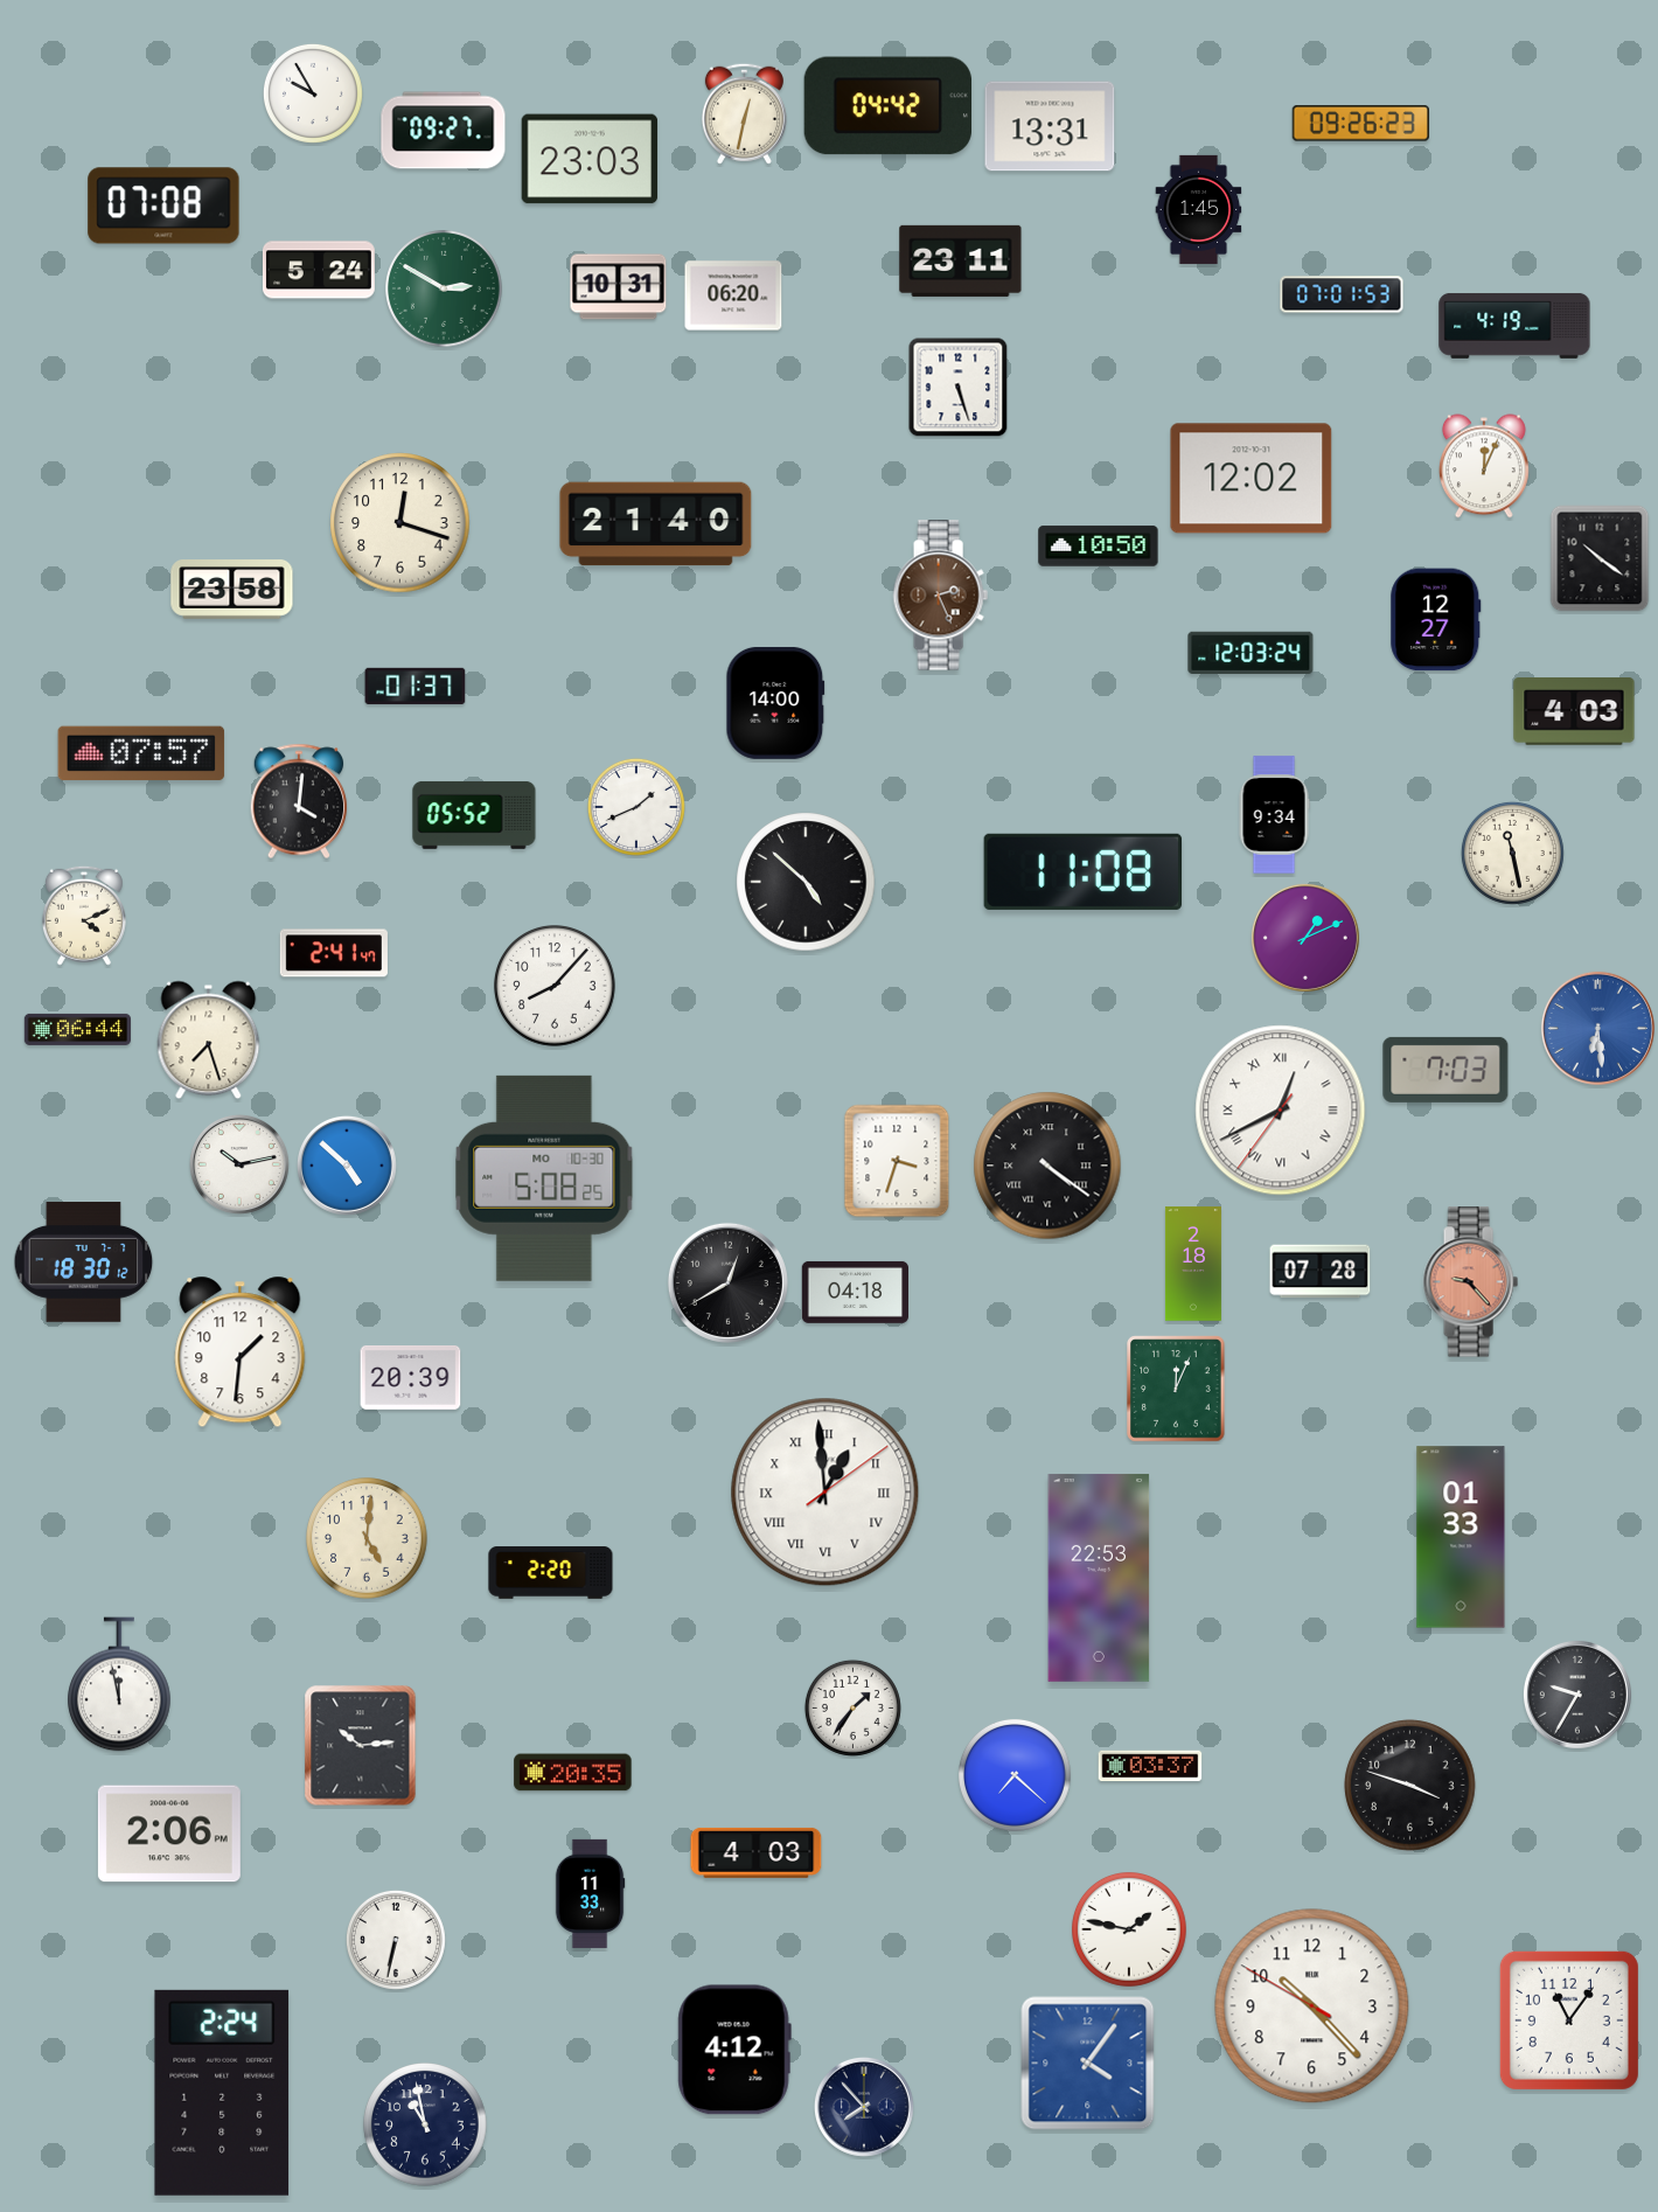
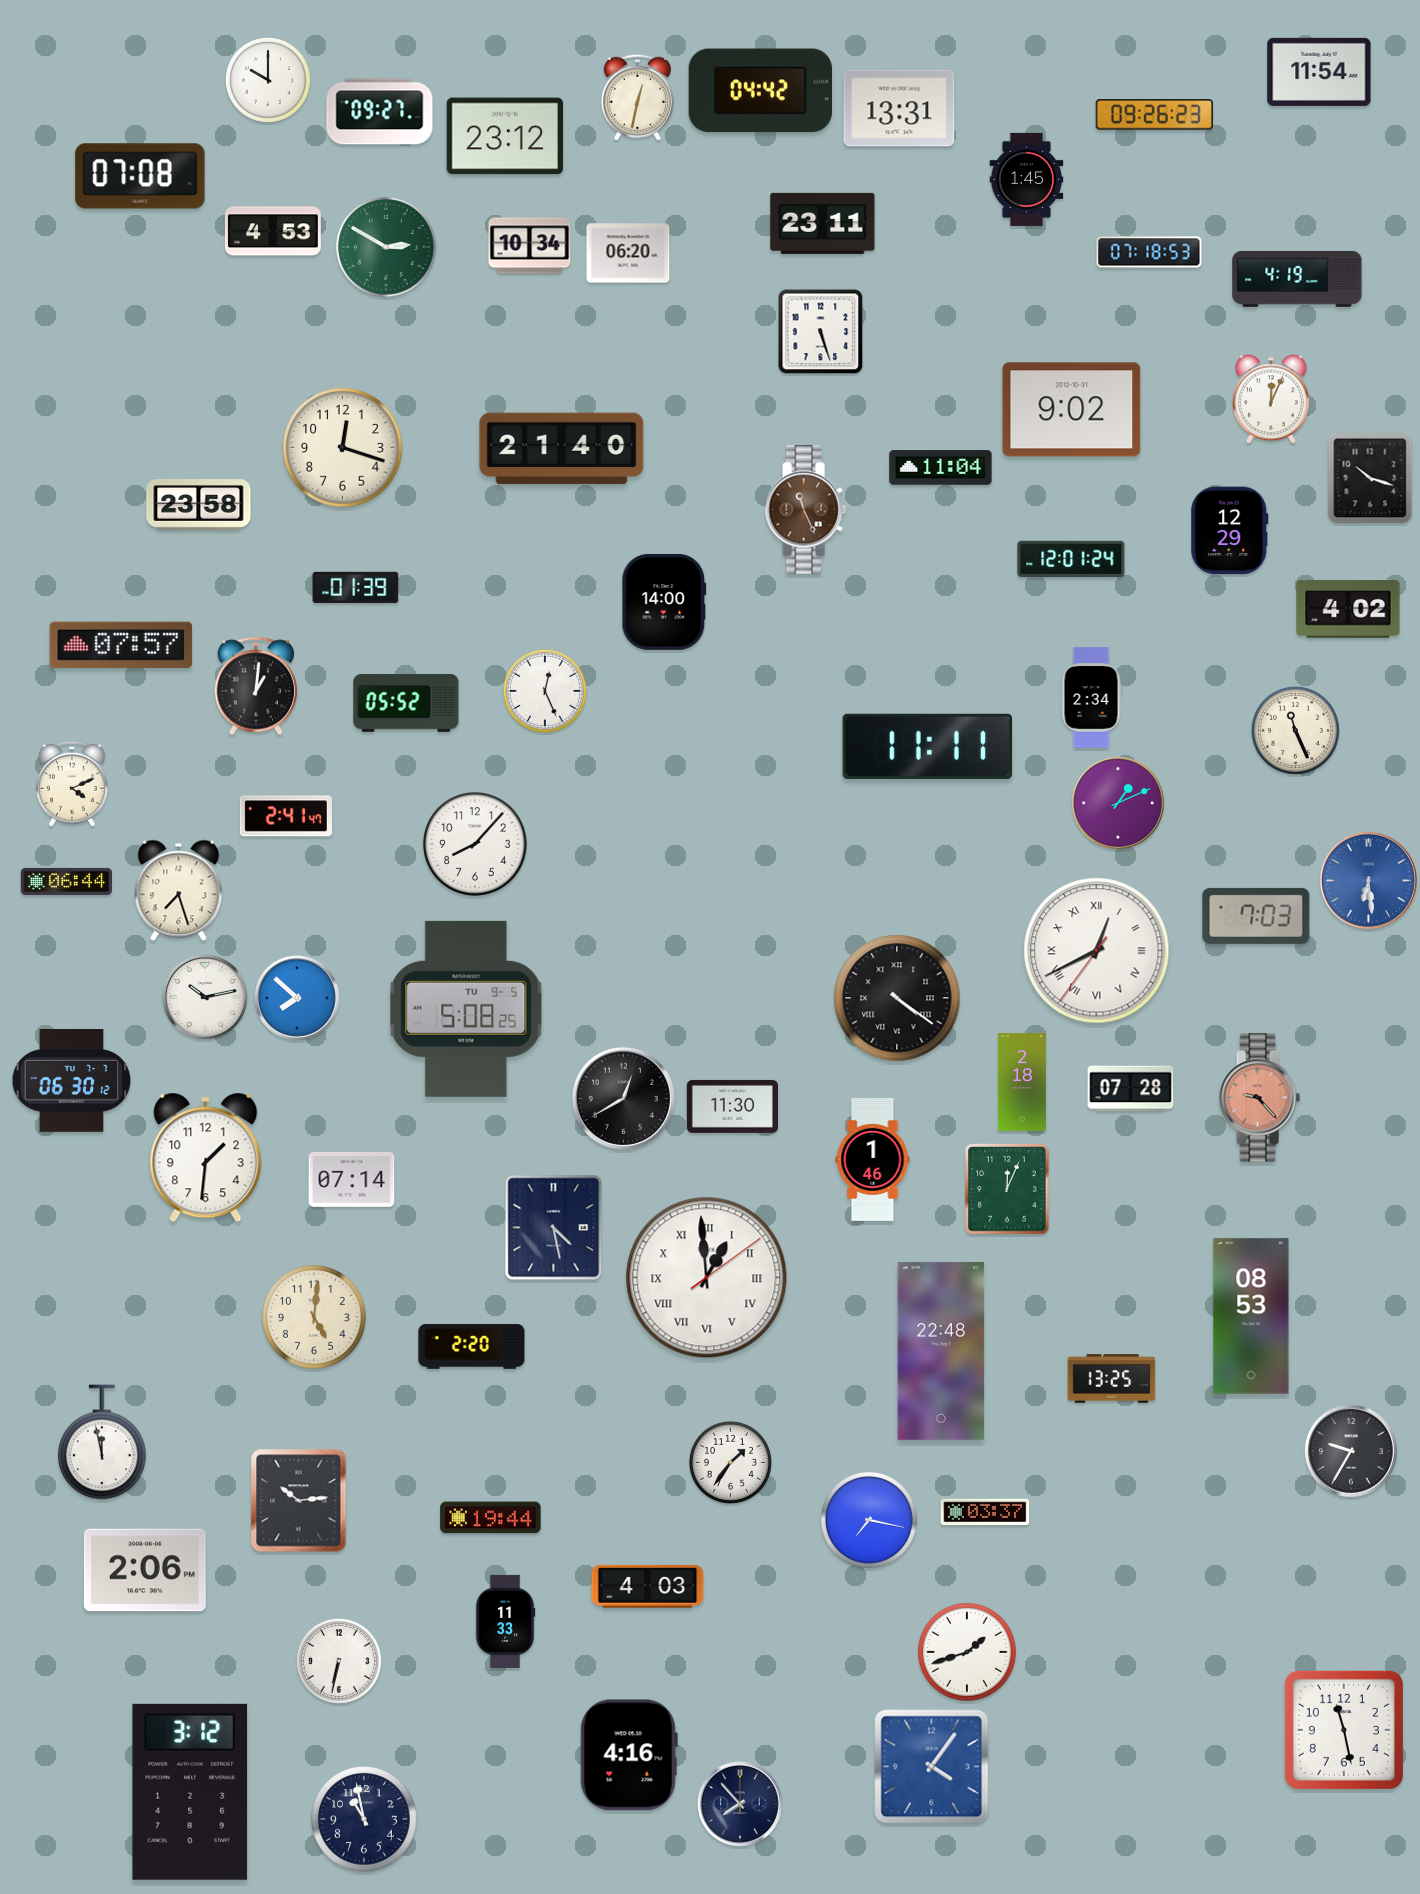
clock at (1319, 72): none -> 11:54
clock at (313, 93): 9:55 -> 10:00
clock at (1360, 124) position: (1360, 124) -> (1154, 115)
clock at (590, 159): 23:03 -> 23:12
clock at (319, 270): 5:24 -> 4:53
clock at (619, 287): 10:31 -> 10:34
clock at (445, 290) position: (445, 290) -> (387, 248)
clock at (1342, 294): 07:01 -> 07:18
clock at (1252, 479): 12:02 -> 9:02
clock at (1099, 547): 10:50 -> 11:04
clock at (1600, 558): 10:21 -> 10:18
clock at (940, 596): 2:26 -> 11:26
clock at (1436, 620): 12:27 -> 12:29
clock at (1251, 652): 12:03 -> 12:01
clock at (416, 686): 01:37 -> 01:39
clock at (1574, 711): 4:03 -> 4:02
clock at (299, 801): 4:01 -> 1:01
clock at (636, 807): 1:41 -> 12:26
clock at (474, 815) position: (474, 815) -> (406, 703)
clock at (1274, 815): 9:34 -> 2:34
clock at (1512, 853): 11:28 -> 11:26
clock at (1084, 871): 11:08 -> 11:11
clock at (806, 882): 4:52 -> none
clock at (1445, 1070) position: (1445, 1070) -> (1256, 916)
clock at (897, 1161): 3:33 -> none
clock at (347, 1166): 4:52 -> 7:52
clock at (544, 1178) date: MO 10-30 -> TU 9-5
clock at (84, 1262): 18:30 -> 06:30
clock at (855, 1292): 04:18 -> 11:30
clock at (873, 1159): none -> 1:46
clock at (411, 1378): 20:39 -> 07:14
clock at (554, 1228): none -> 4:28
clock at (1461, 1537): 01:33 -> 08:53
clock at (1099, 1578): 22:53 -> 22:48
clock at (1112, 1379): none -> 13:25
clock at (361, 1746) position: (361, 1746) -> (299, 1501)
clock at (573, 1773): 20:35 -> 19:44
clock at (1016, 1775): 7:22 -> 7:17
clock at (1410, 1786): 3:48 -> none
clock at (1130, 1931): 1:47 -> 1:42
clock at (1312, 2006): 10:22 -> none
clock at (1569, 2020): 11:06 -> 11:28
clock at (734, 2050): 4:12 -> 4:16
clock at (222, 2093): 2:24 -> 3:12
